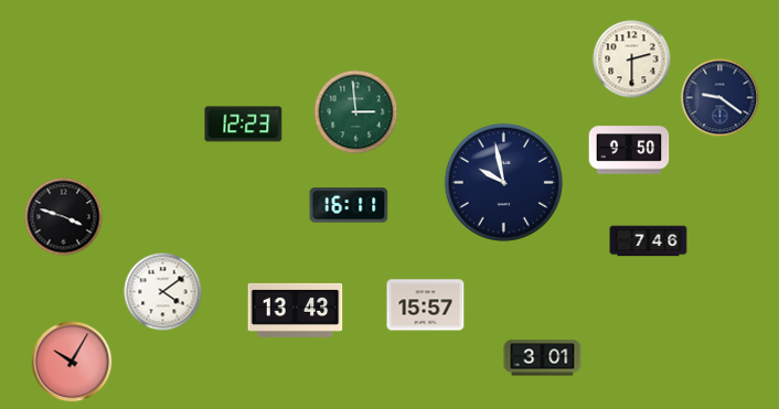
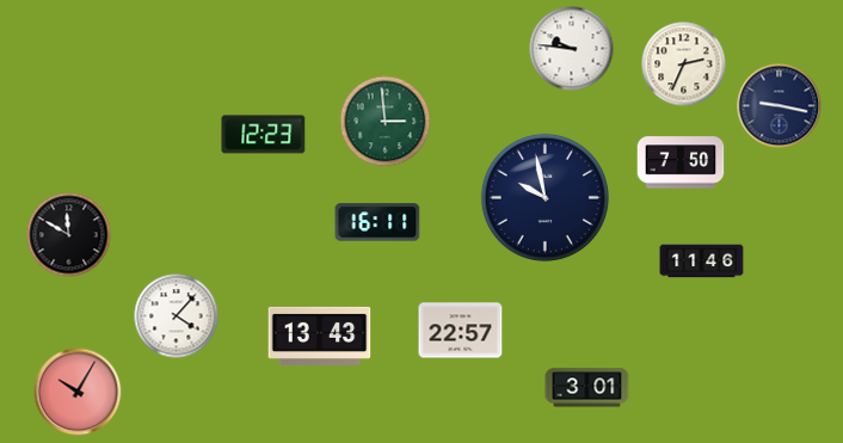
clock at (572, 49): none -> 9:46
clock at (632, 60): 2:30 -> 2:34
clock at (721, 98): 9:21 -> 9:17
clock at (629, 150): 9:50 -> 7:50
clock at (64, 217): 3:48 -> 11:50
clock at (649, 241): 7:46 -> 11:46
clock at (163, 292): 4:09 -> 4:07
clock at (426, 305): 15:57 -> 22:57
